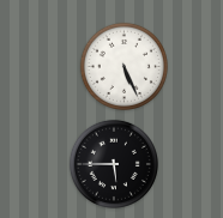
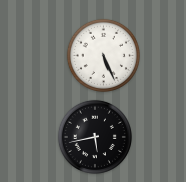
clock at (114, 164): 5:45 -> 5:43
